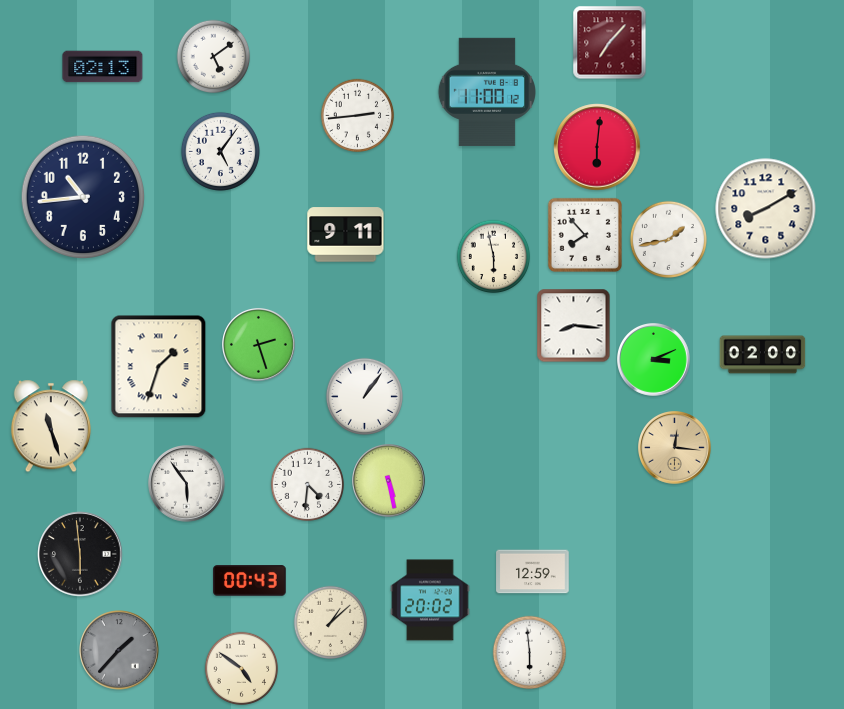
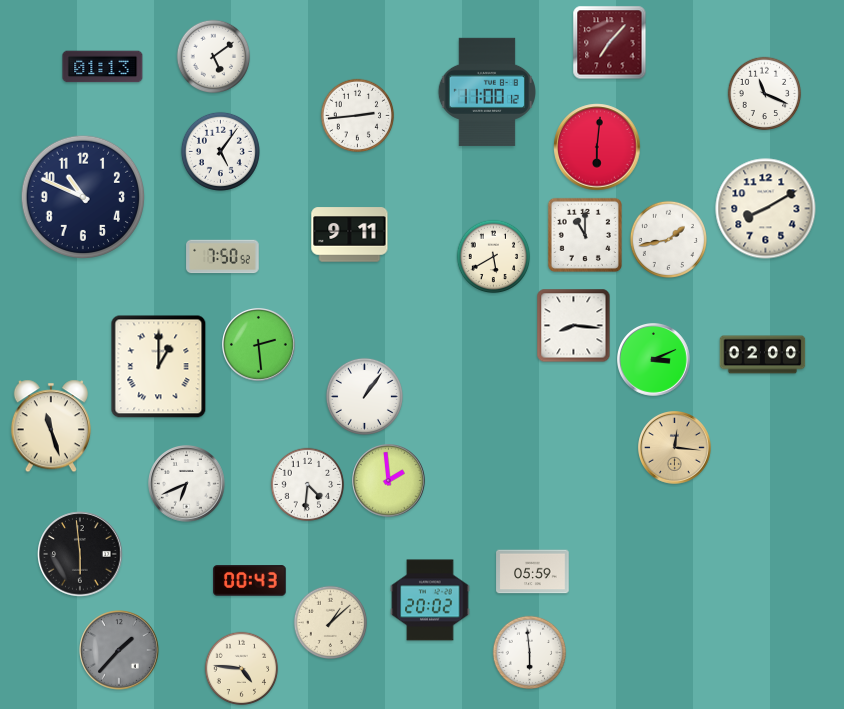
clock at (103, 67): 02:13 -> 01:13
clock at (765, 94): none -> 11:19
clock at (83, 197): 10:44 -> 10:49
clock at (346, 235) position: (346, 235) -> (350, 235)
clock at (585, 235): 7:53 -> 11:00
clock at (223, 257): none -> 7:50
clock at (494, 257): 5:58 -> 5:40
clock at (259, 345): 2:27 -> 2:29
clock at (159, 367): 1:33 -> 1:00
clock at (389, 481): 5:28 -> 1:59
clock at (187, 484): 5:54 -> 6:41
clock at (533, 572): 12:59 -> 05:59
clock at (242, 669): 4:51 -> 4:46
